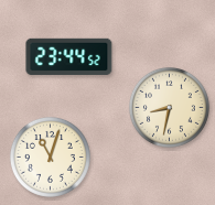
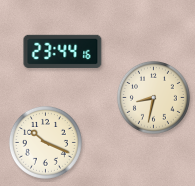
clock at (69, 56): 23:44:52 -> 23:44:16
clock at (50, 157): 11:03 -> 10:19
